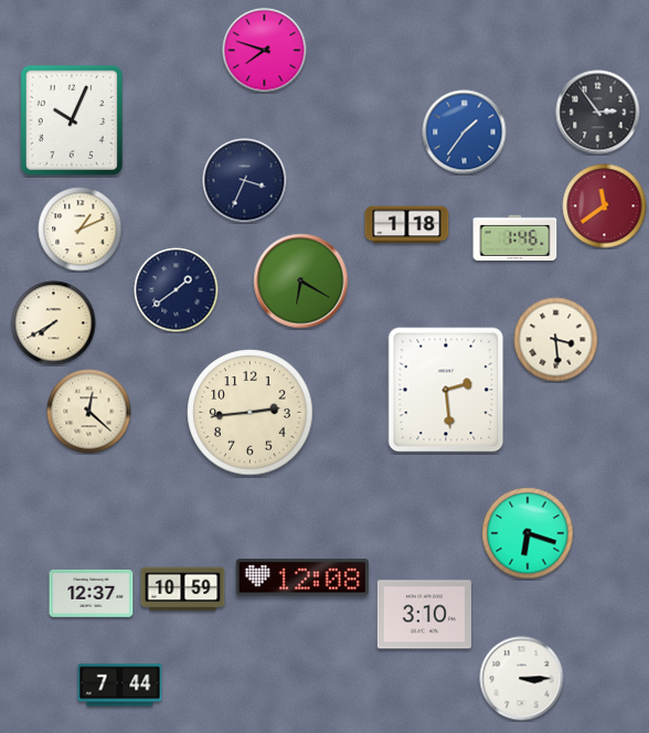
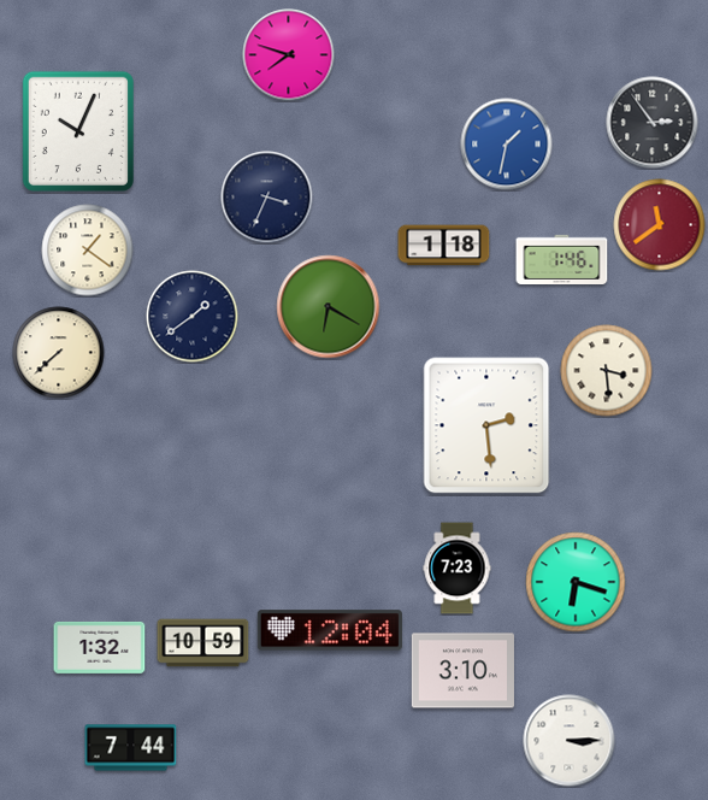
clock at (465, 132): 1:36 -> 1:32
clock at (81, 230): 1:11 -> 1:21
clock at (54, 323): 7:40 -> 7:38
clock at (89, 412): 12:22 -> none
clock at (251, 413): 2:44 -> none
clock at (458, 569): none -> 7:23
clock at (302, 577): 12:08 -> 12:04
clock at (183, 589) position: (183, 589) -> (203, 643)
clock at (92, 593): 12:37 -> 1:32
